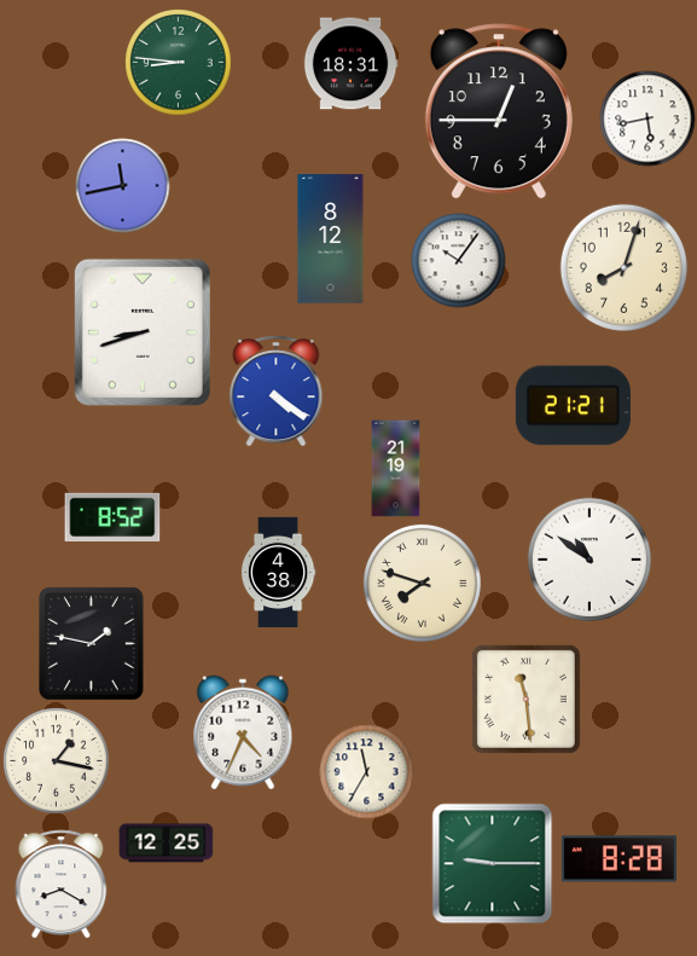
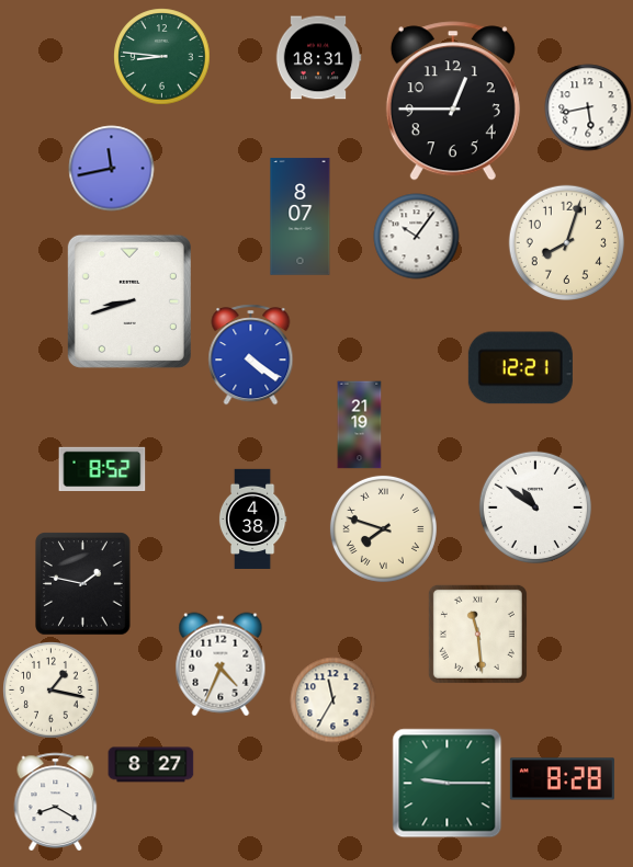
clock at (331, 239): 8:12 -> 8:07
clock at (573, 406): 21:21 -> 12:21
clock at (165, 844): 12:25 -> 8:27
